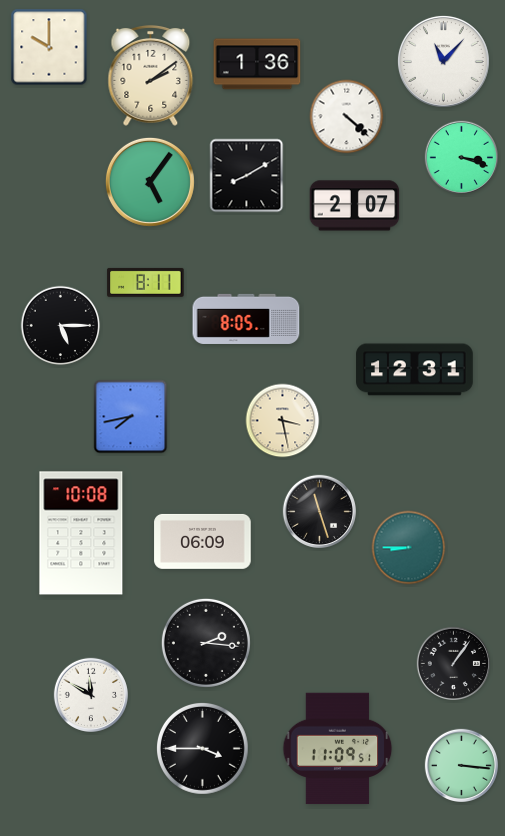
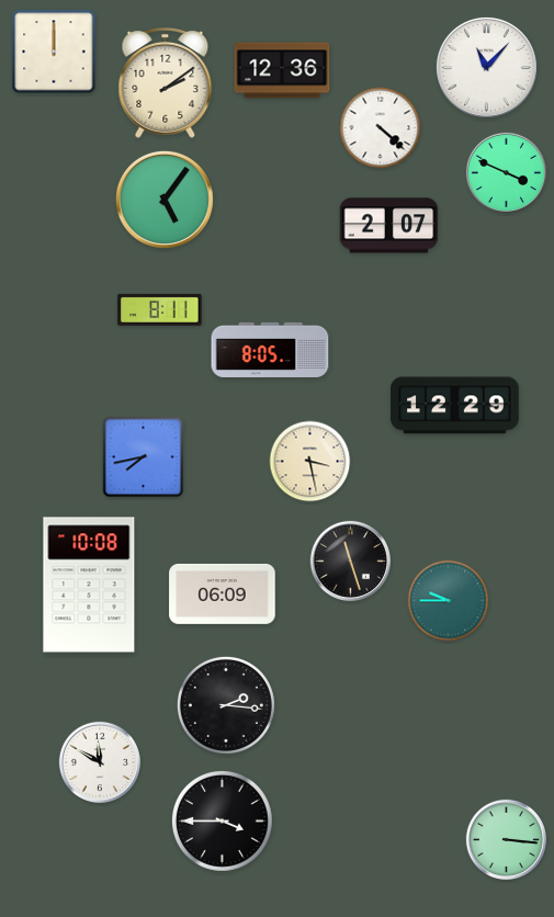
clock at (49, 47): 10:00 -> 12:00
clock at (257, 64): 1:36 -> 12:36
clock at (461, 157): 3:18 -> 3:49
clock at (247, 176): 8:10 -> none
clock at (61, 326): 5:15 -> none
clock at (415, 370): 12:31 -> 12:29
clock at (409, 548): 8:45 -> 9:45
clock at (453, 663): 1:06 -> none
clock at (338, 749): 11:09 -> none
